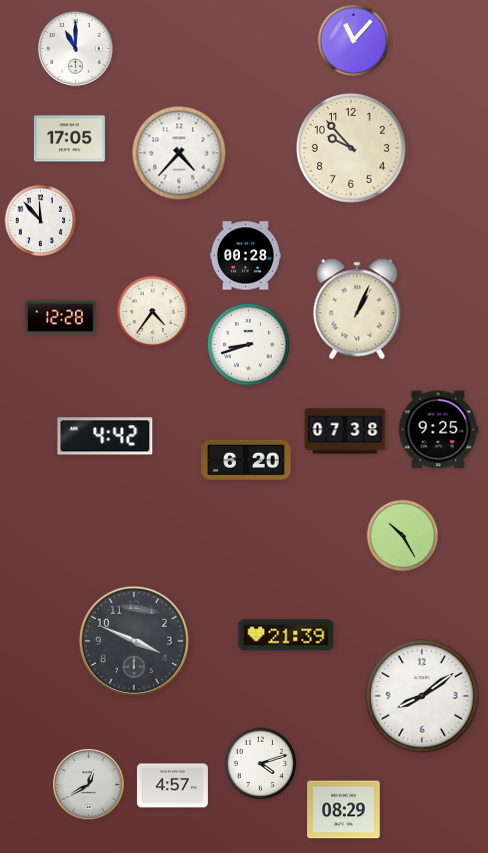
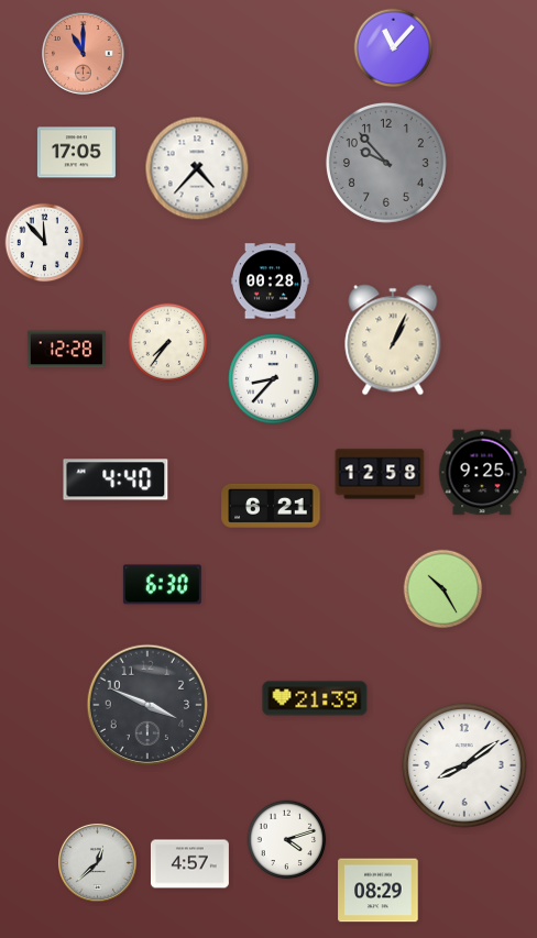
clock at (354, 41) position: (354, 41) -> (394, 48)
clock at (76, 49) dial: white -> salmon
clock at (351, 148) dial: cream -> grey
clock at (153, 312): 4:36 -> 7:36
clock at (249, 345): 8:42 -> 8:37
clock at (345, 431): 07:38 -> 12:58
clock at (105, 436): 4:42 -> 4:40
clock at (246, 460): 6:20 -> 6:21
clock at (162, 585): none -> 6:30
clock at (88, 784): 12:40 -> 12:38
